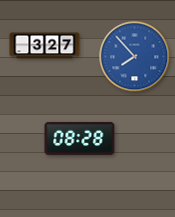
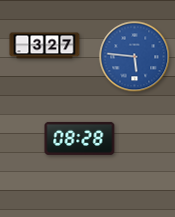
clock at (135, 57): 7:53 -> 5:46
